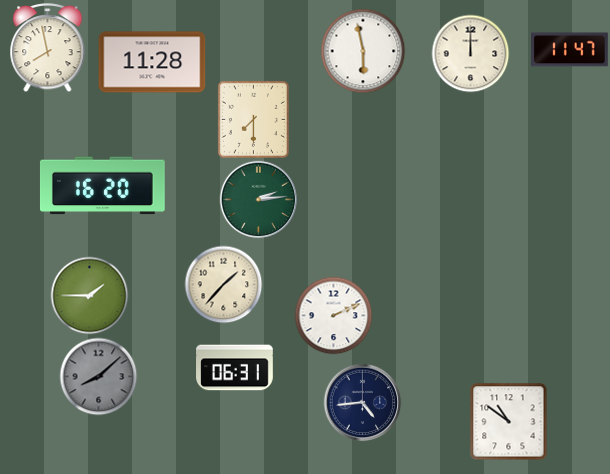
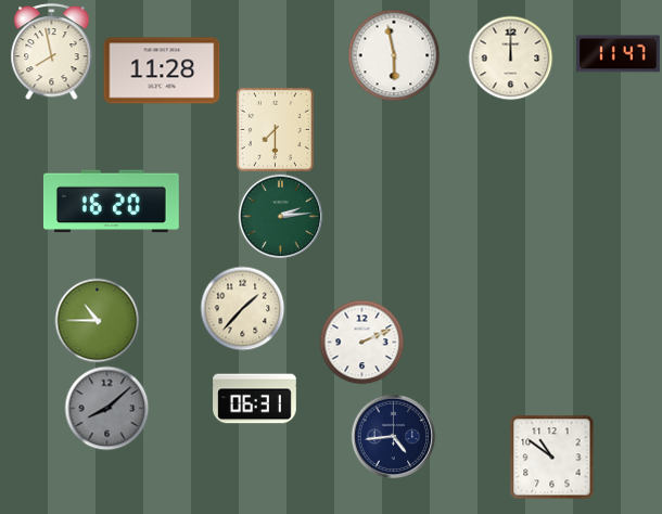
clock at (152, 62) position: (152, 62) -> (162, 70)
clock at (89, 295): 1:45 -> 10:45
